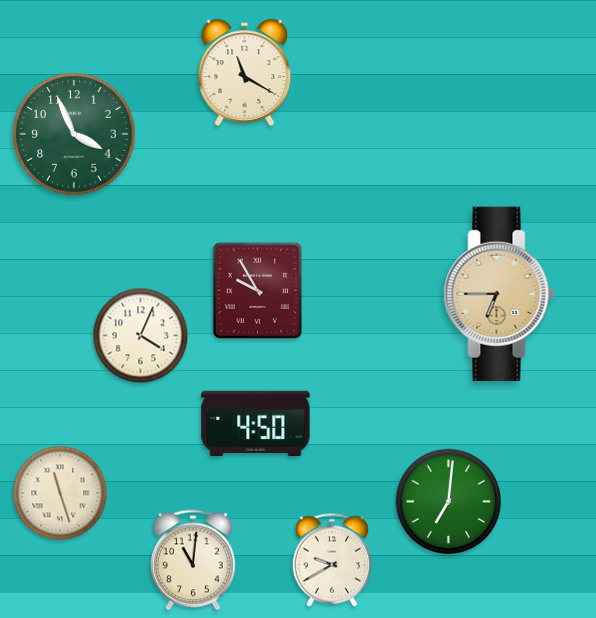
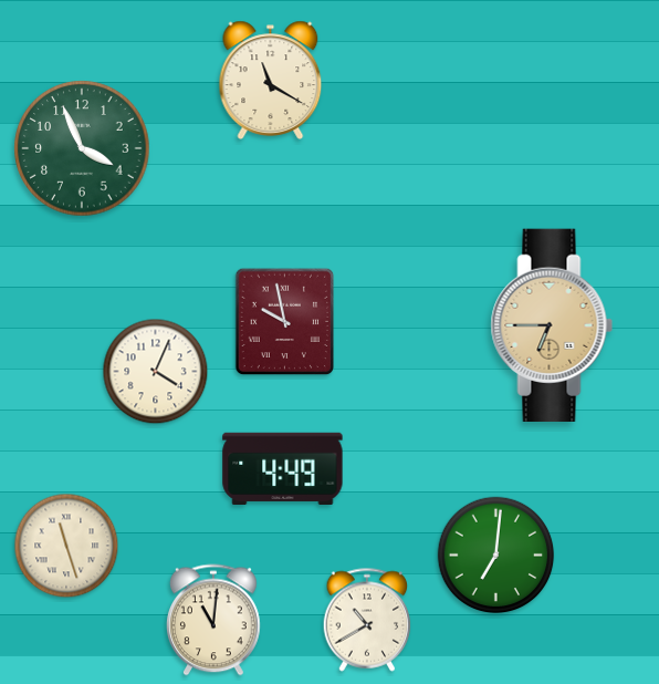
clock at (257, 291): 9:55 -> 9:58
clock at (256, 423): 4:50 -> 4:49
clock at (332, 560): 9:40 -> 10:40
